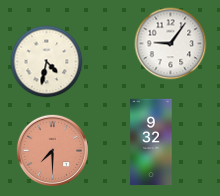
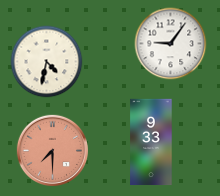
clock at (151, 142): 9:32 -> 9:33
